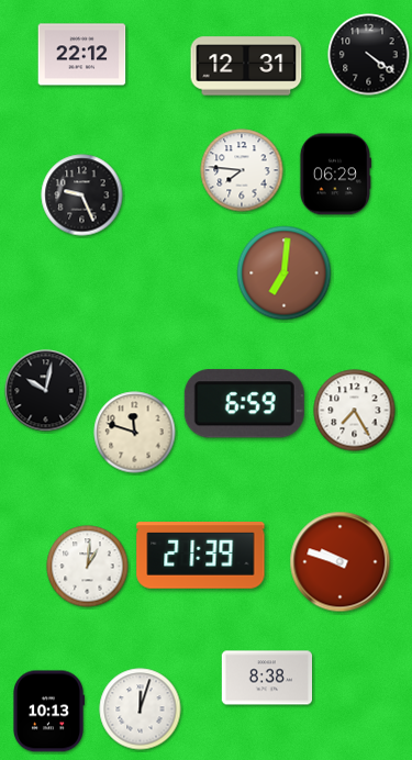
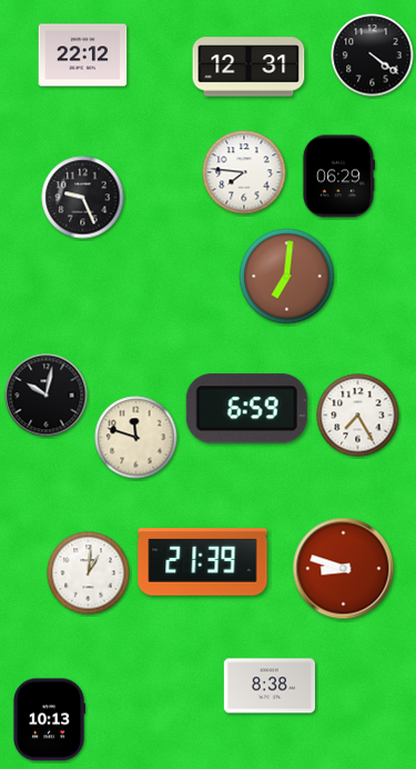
clock at (341, 562): 9:48 -> 8:48
clock at (141, 709): 12:03 -> none
